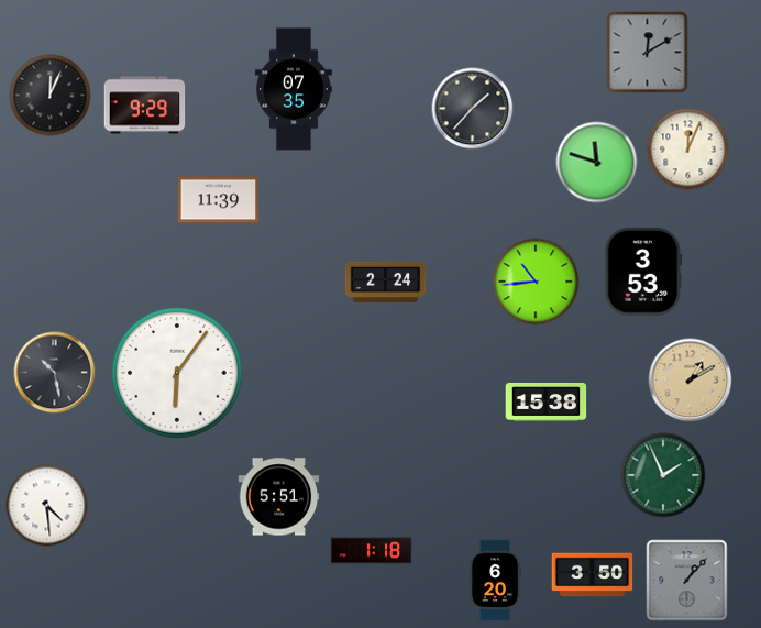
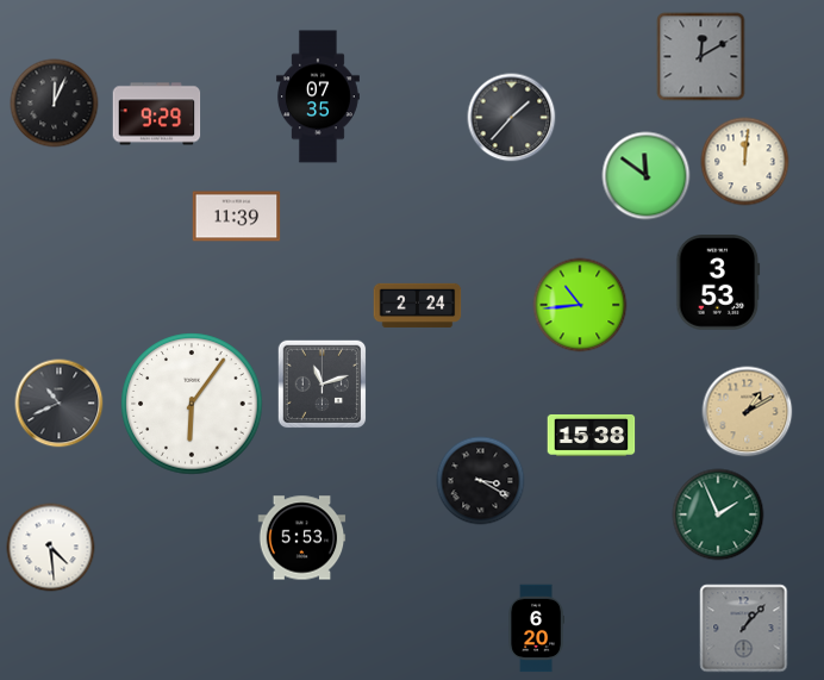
clock at (688, 150): 12:04 -> 12:01
clock at (597, 163): 11:48 -> 11:51
clock at (643, 272) position: (643, 272) -> (718, 282)
clock at (323, 385): none -> 11:12
clock at (55, 373): 10:28 -> 10:41
clock at (481, 481): none -> 3:20
clock at (279, 497): 5:51 -> 5:53
clock at (372, 551): 1:18 -> none
clock at (593, 575): 3:50 -> none
